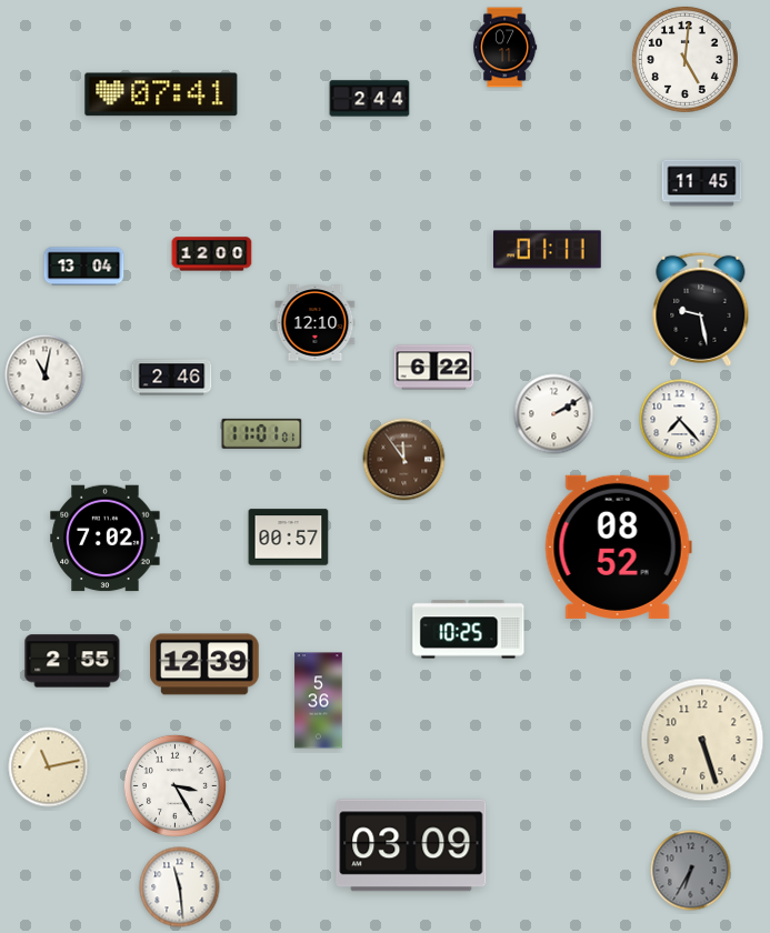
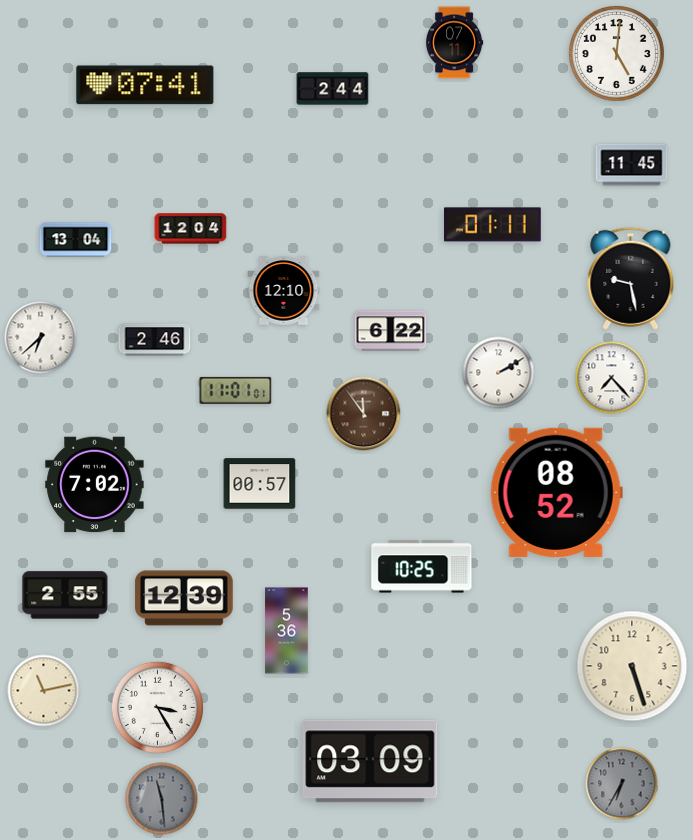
clock at (212, 254): 12:00 -> 12:04
clock at (46, 375): 11:02 -> 6:38
clock at (180, 887) dial: white -> grey
